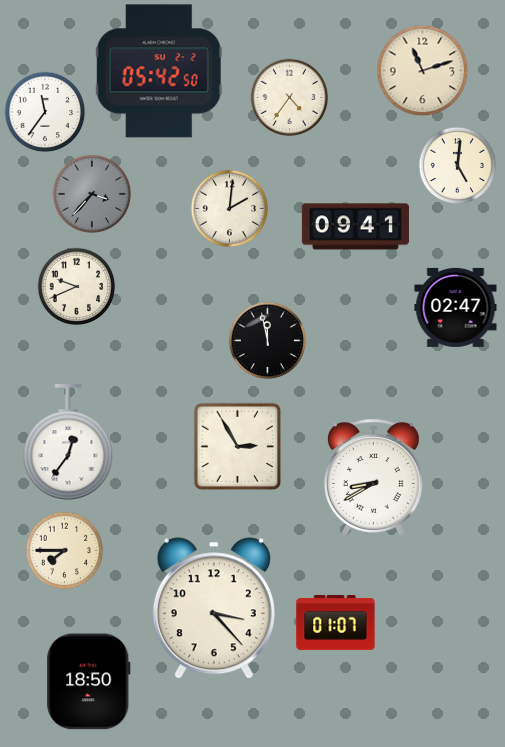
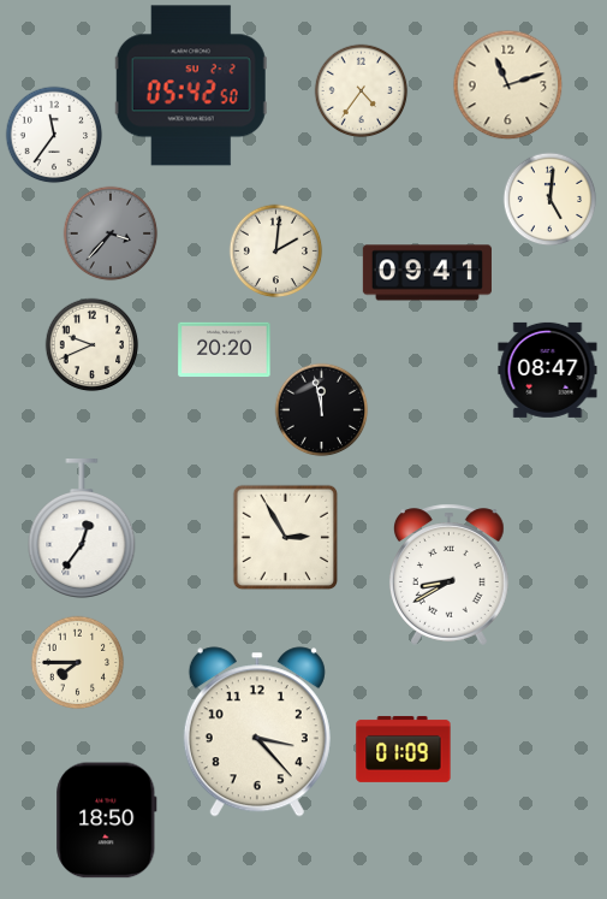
clock at (289, 97) position: (289, 97) -> (361, 90)
clock at (225, 350): none -> 20:20
clock at (456, 307): 02:47 -> 08:47
clock at (68, 443) position: (68, 443) -> (82, 530)
clock at (336, 623): 01:07 -> 01:09
